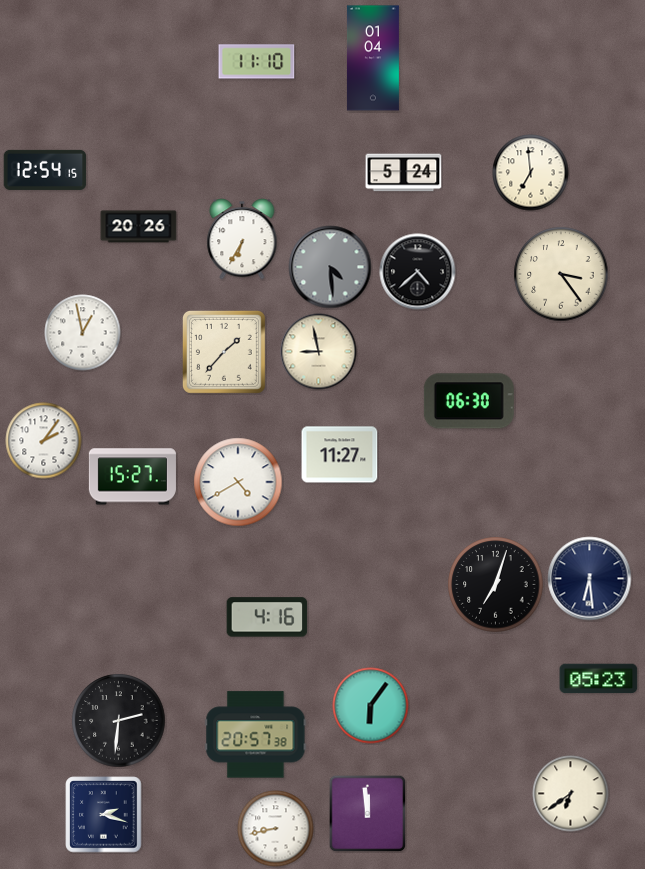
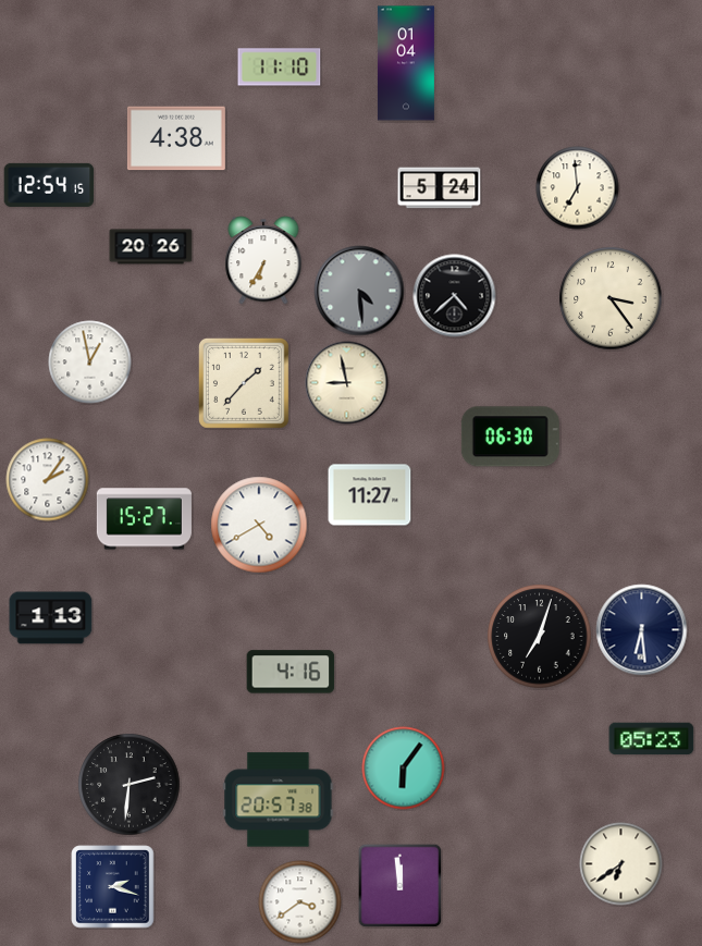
clock at (176, 138): none -> 4:38
clock at (51, 618): none -> 1:13
clock at (276, 829): 8:43 -> 3:39
